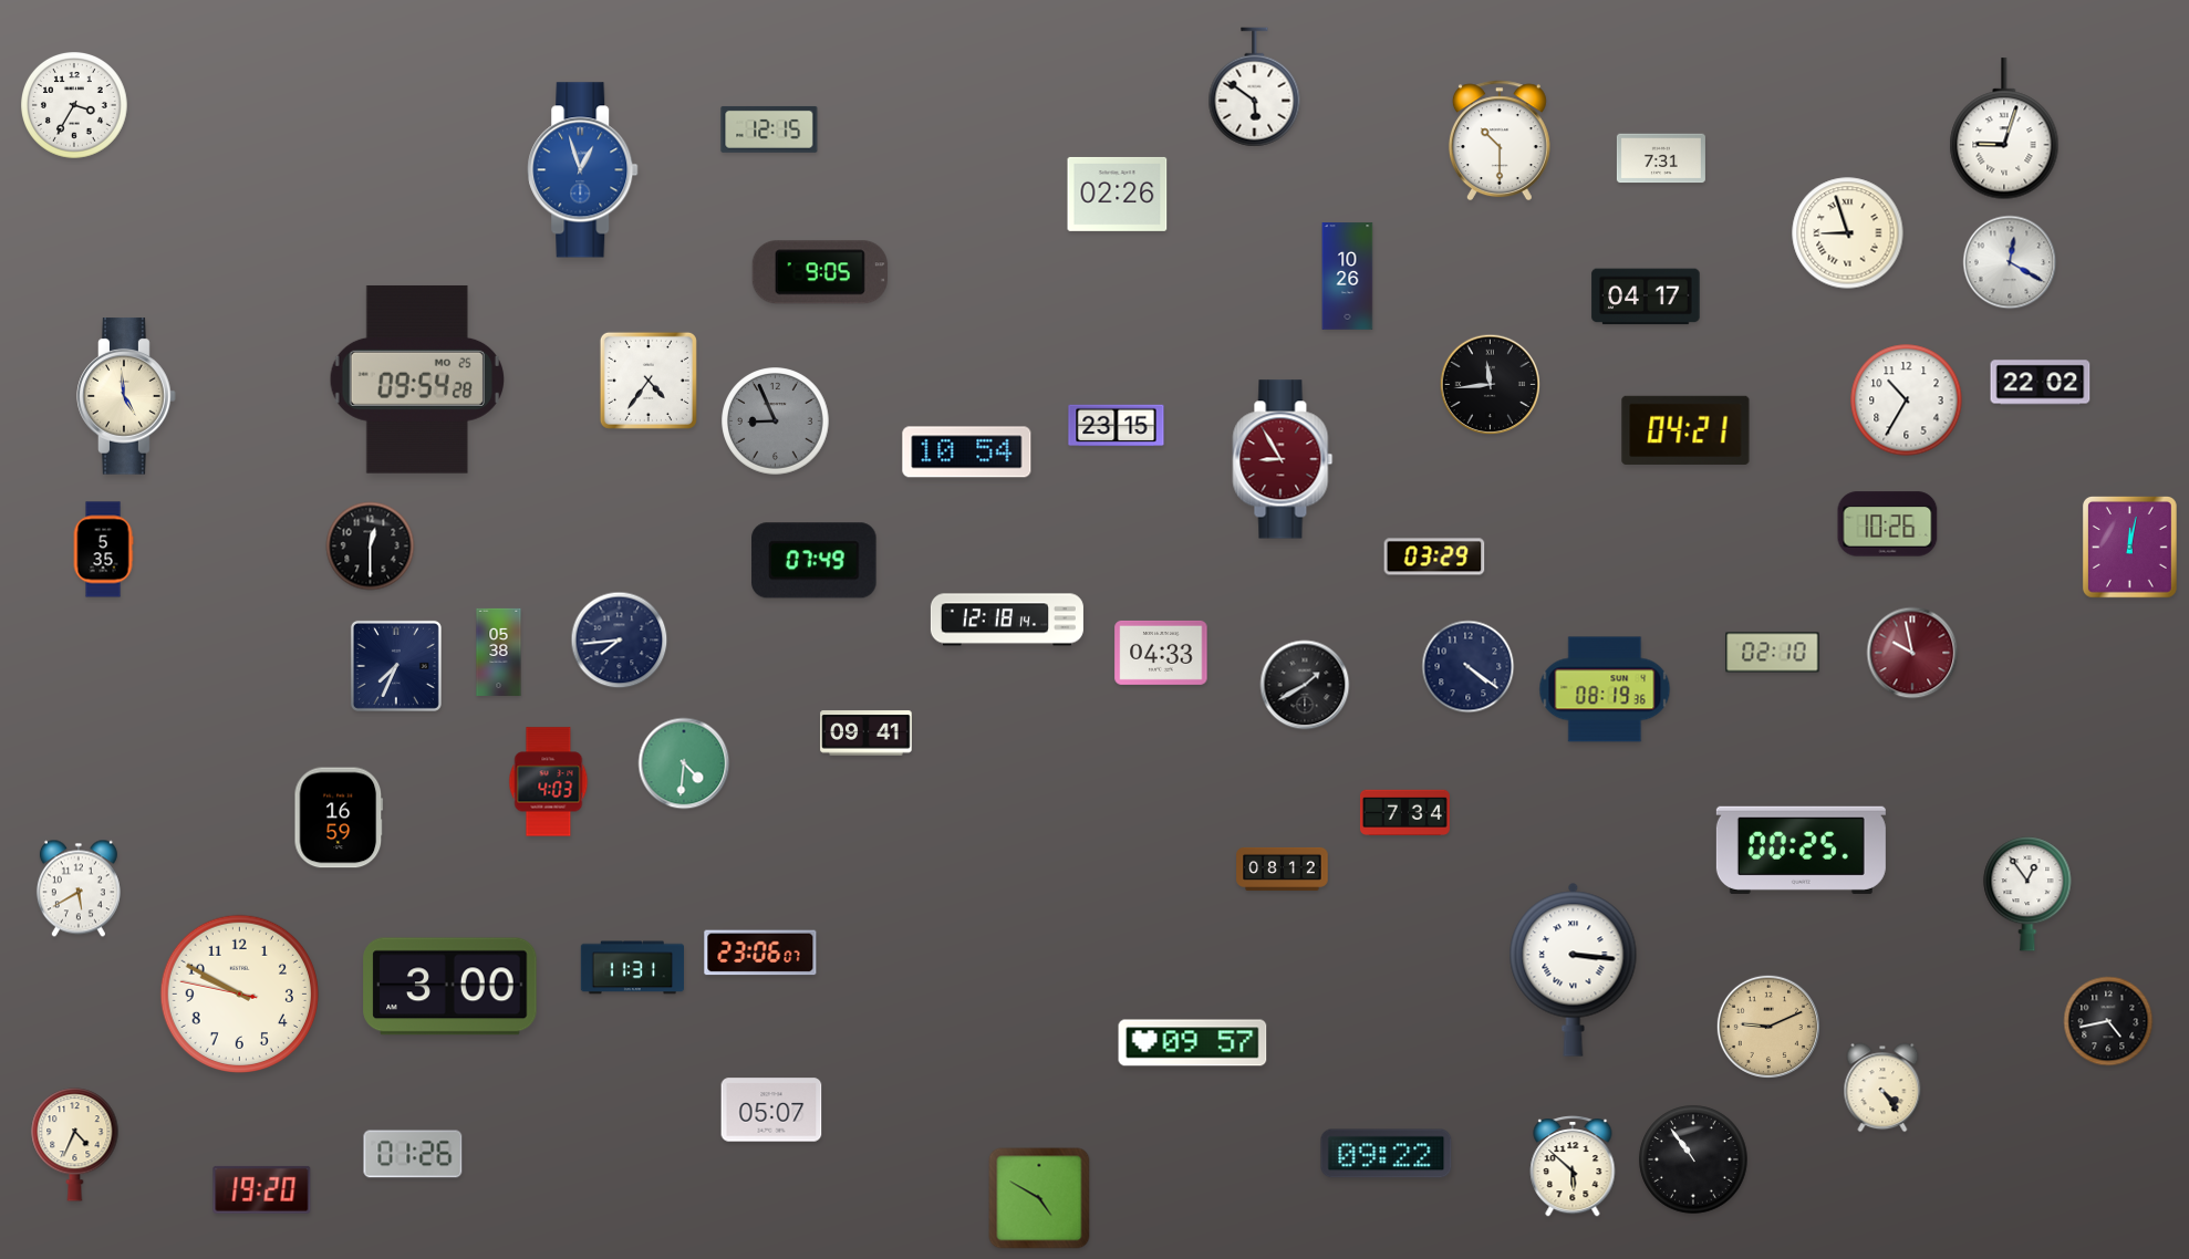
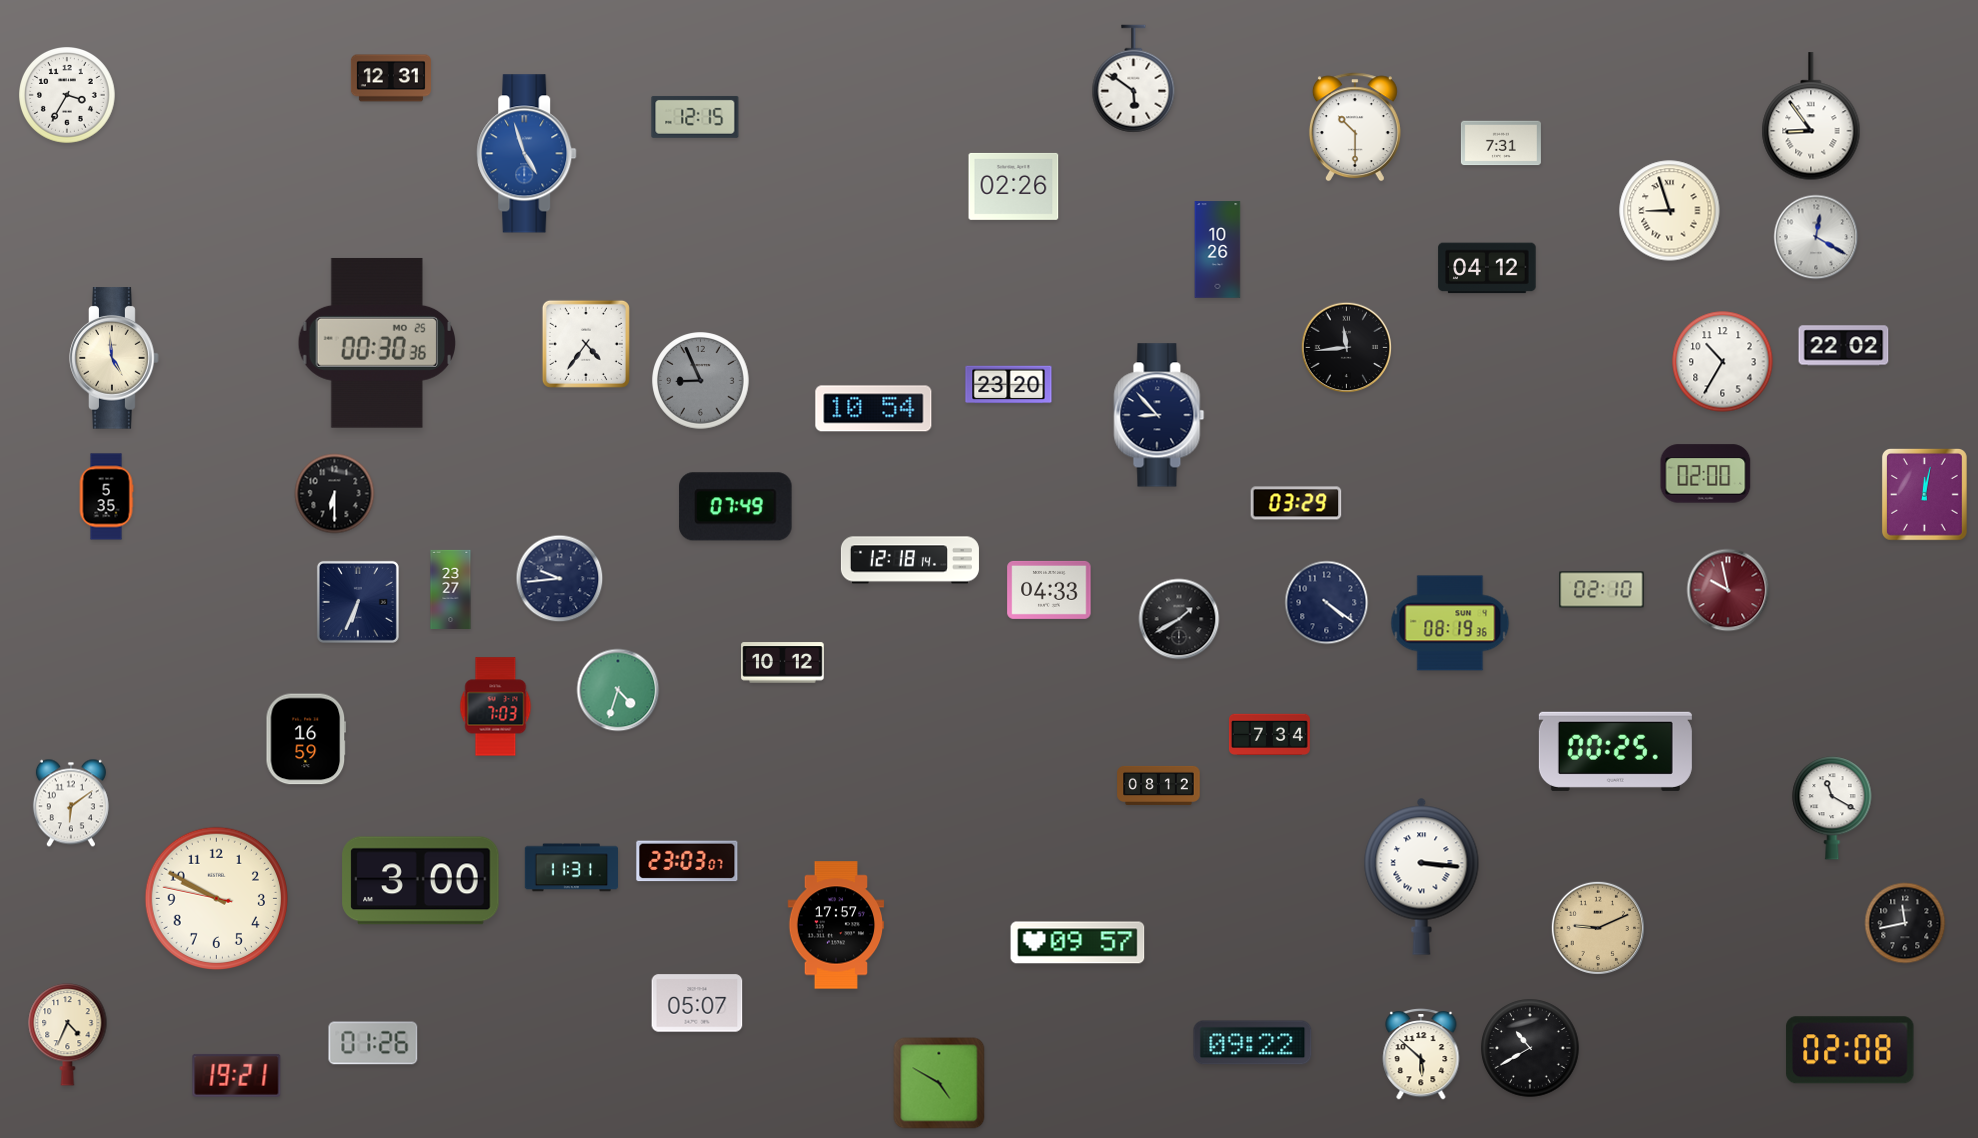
clock at (391, 78): none -> 12:31
clock at (2004, 129): 9:03 -> 8:54
clock at (583, 170): 12:57 -> 4:57
clock at (1118, 194) position: (1118, 194) -> (1014, 186)
clock at (820, 272): 9:05 -> none
clock at (1646, 296): 04:17 -> 04:12
clock at (416, 379): 09:54 -> 00:30
clock at (1117, 426): 23:15 -> 23:20
clock at (1685, 430): 04:21 -> none
clock at (1283, 459): 8:55 -> 8:53
clock at (1283, 459) dial: burgundy -> navy
clock at (1888, 524): 10:26 -> 02:00
clock at (371, 547): 12:30 -> 6:30
clock at (103, 550) position: (103, 550) -> (106, 497)
clock at (620, 641): 7:44 -> 9:44
clock at (499, 652): 05:38 -> 23:27
clock at (396, 666): 7:34 -> 6:34
clock at (867, 733): 09:41 -> 10:12
clock at (684, 763): 4:31 -> 4:33
clock at (549, 782): 4:03 -> 7:03
clock at (1801, 850) position: (1801, 850) -> (1615, 751)
clock at (79, 888): 5:40 -> 6:09
clock at (2027, 894): 12:54 -> 11:20
clock at (760, 953): 23:06 -> 23:03
clock at (632, 968) position: (632, 968) -> (571, 868)
clock at (450, 987) position: (450, 987) -> (421, 881)
clock at (2108, 1021): 4:43 -> 11:43
clock at (836, 925): none -> 17:57
clock at (1882, 1088): 4:24 -> none
clock at (1693, 1159): 10:54 -> 10:40
clock at (1850, 1050): none -> 02:08
clock at (262, 1189): 19:20 -> 19:21
